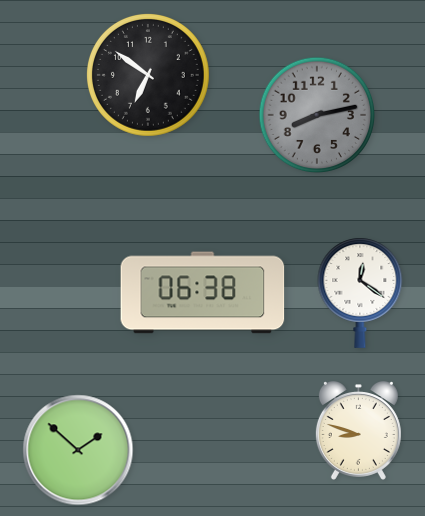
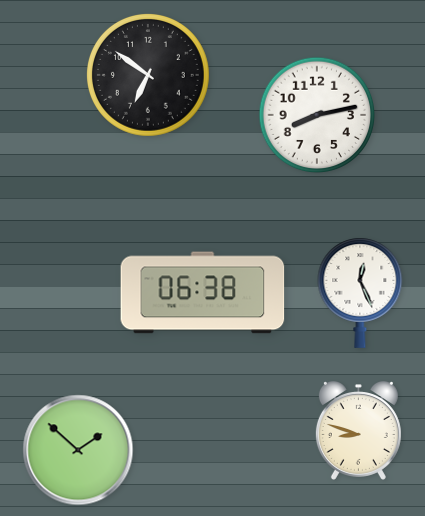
clock at (317, 115) dial: grey -> white
clock at (360, 293): 12:21 -> 12:26
